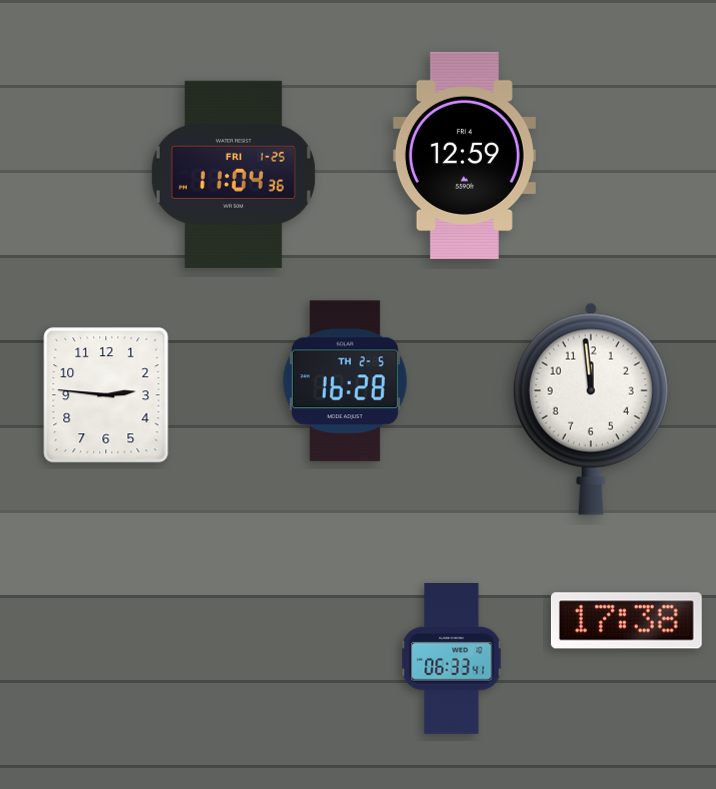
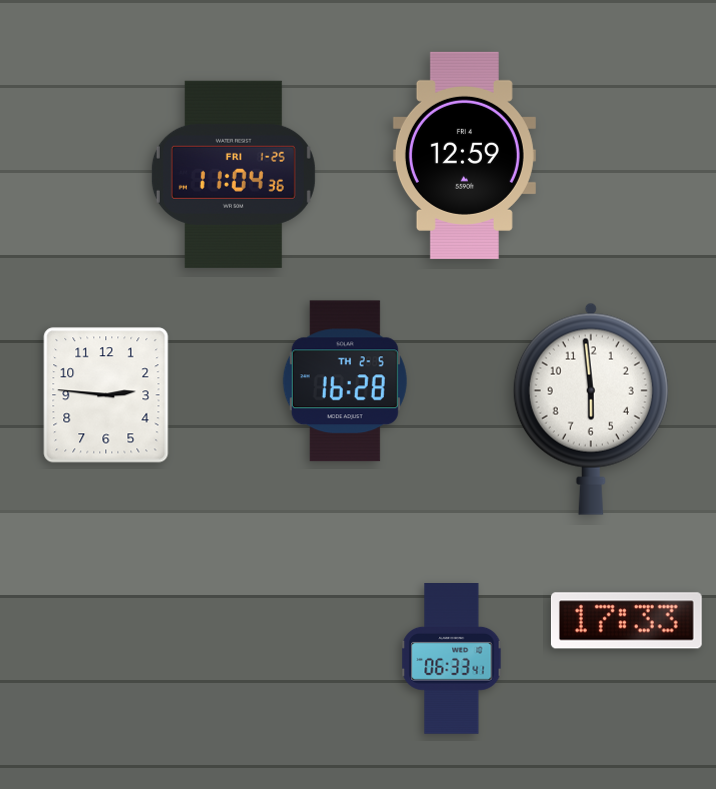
clock at (591, 409): 11:59 -> 5:59
clock at (626, 621): 17:38 -> 17:33
